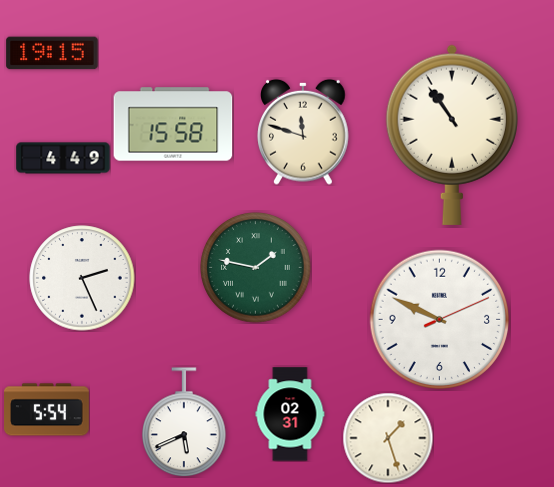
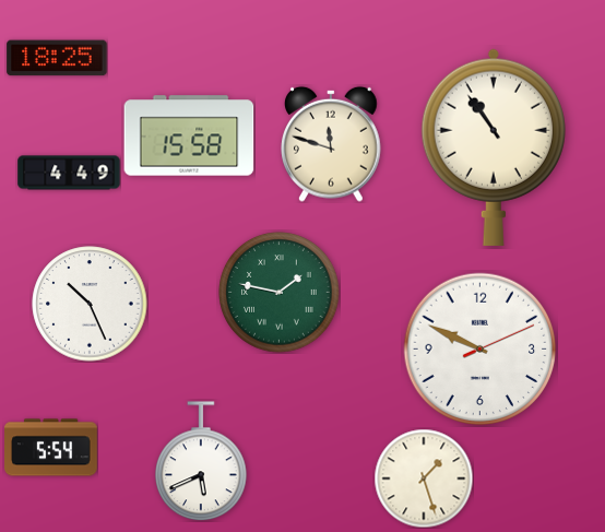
clock at (52, 53): 19:15 -> 18:25
clock at (82, 278): 2:26 -> 10:26
clock at (290, 414): 02:31 -> none
